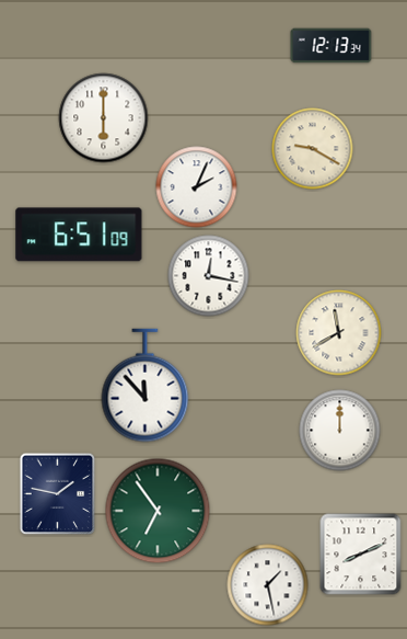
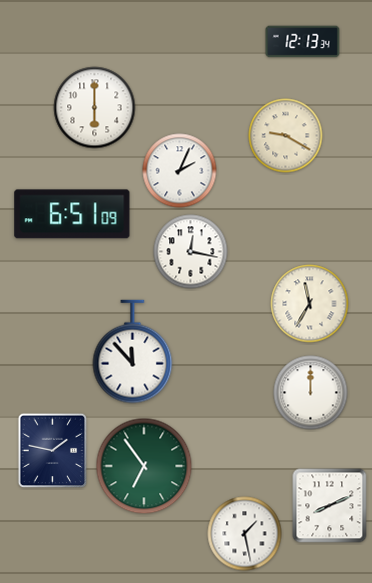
clock at (339, 333): 11:40 -> 11:35
